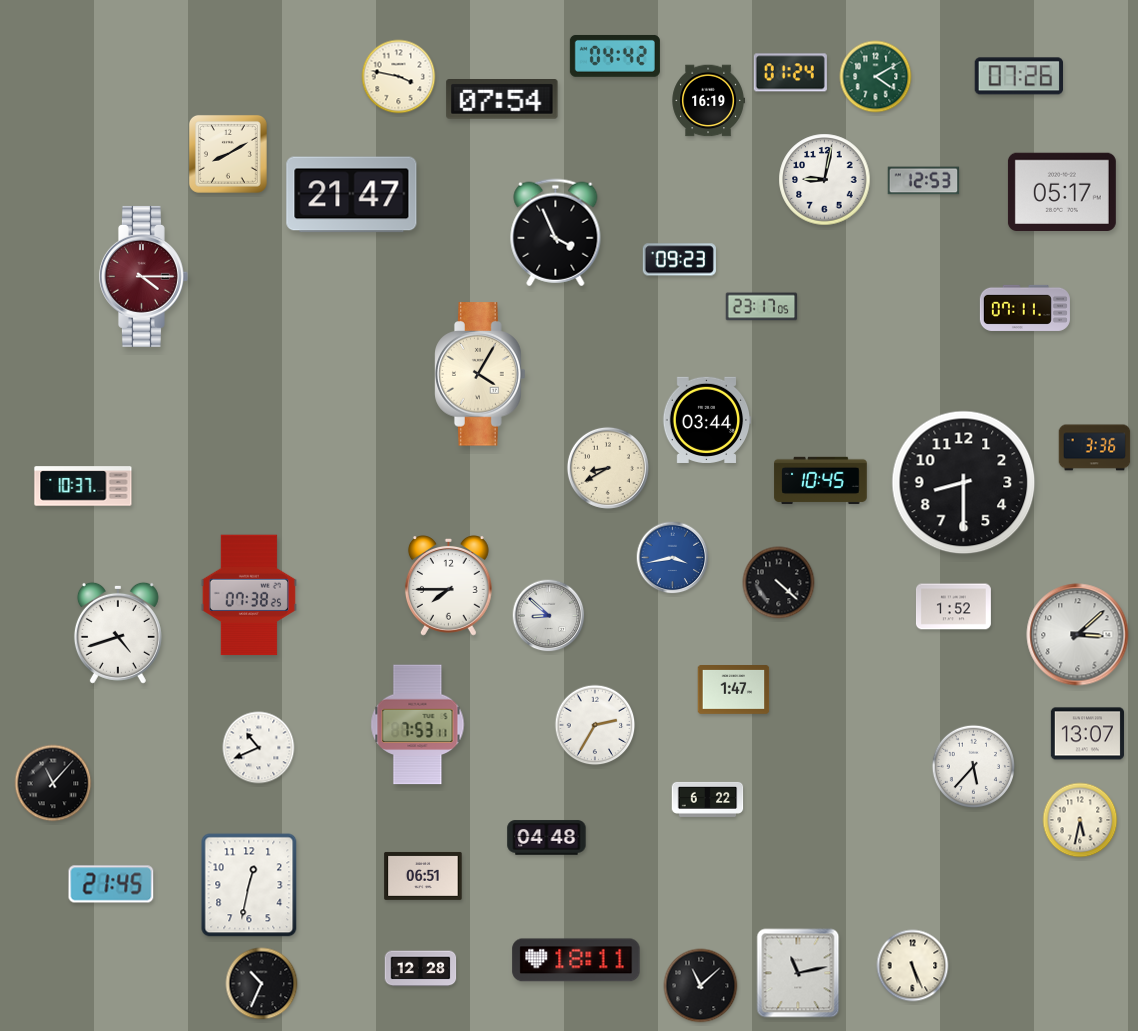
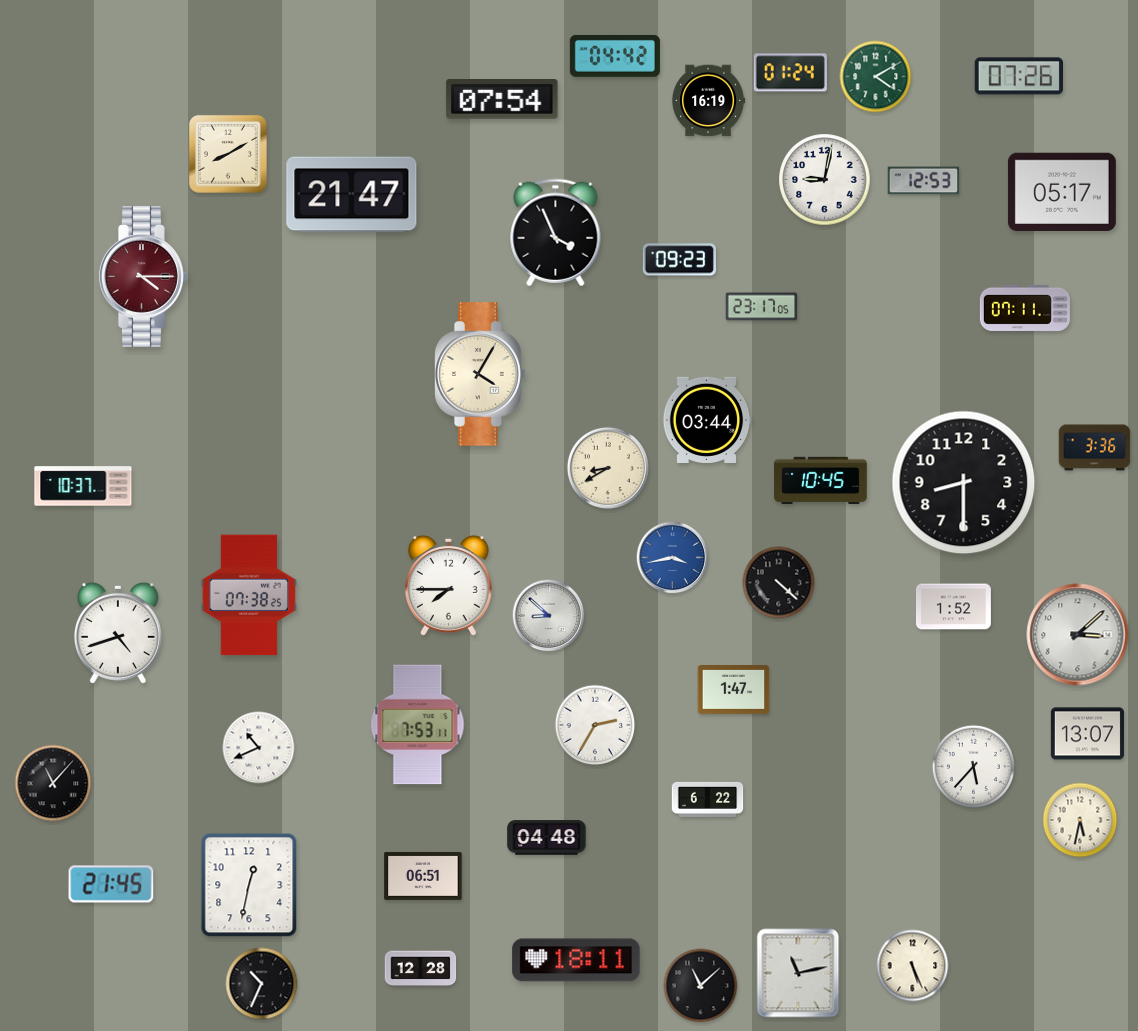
clock at (399, 77): 3:47 -> none
